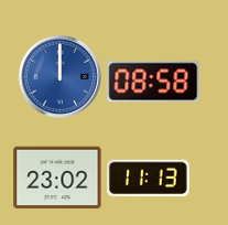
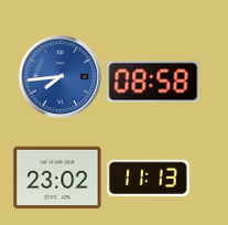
clock at (59, 76): 12:00 -> 7:44
